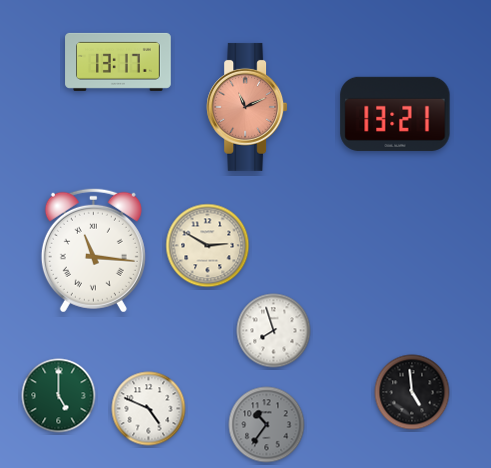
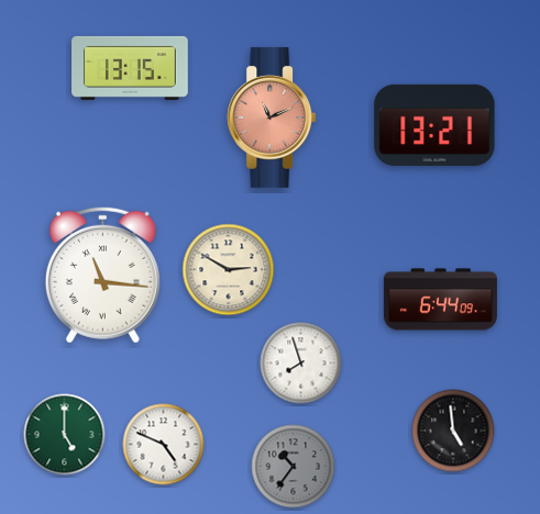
clock at (118, 62): 13:17 -> 13:15
clock at (440, 300): none -> 6:44
clock at (149, 409) position: (149, 409) -> (164, 445)
